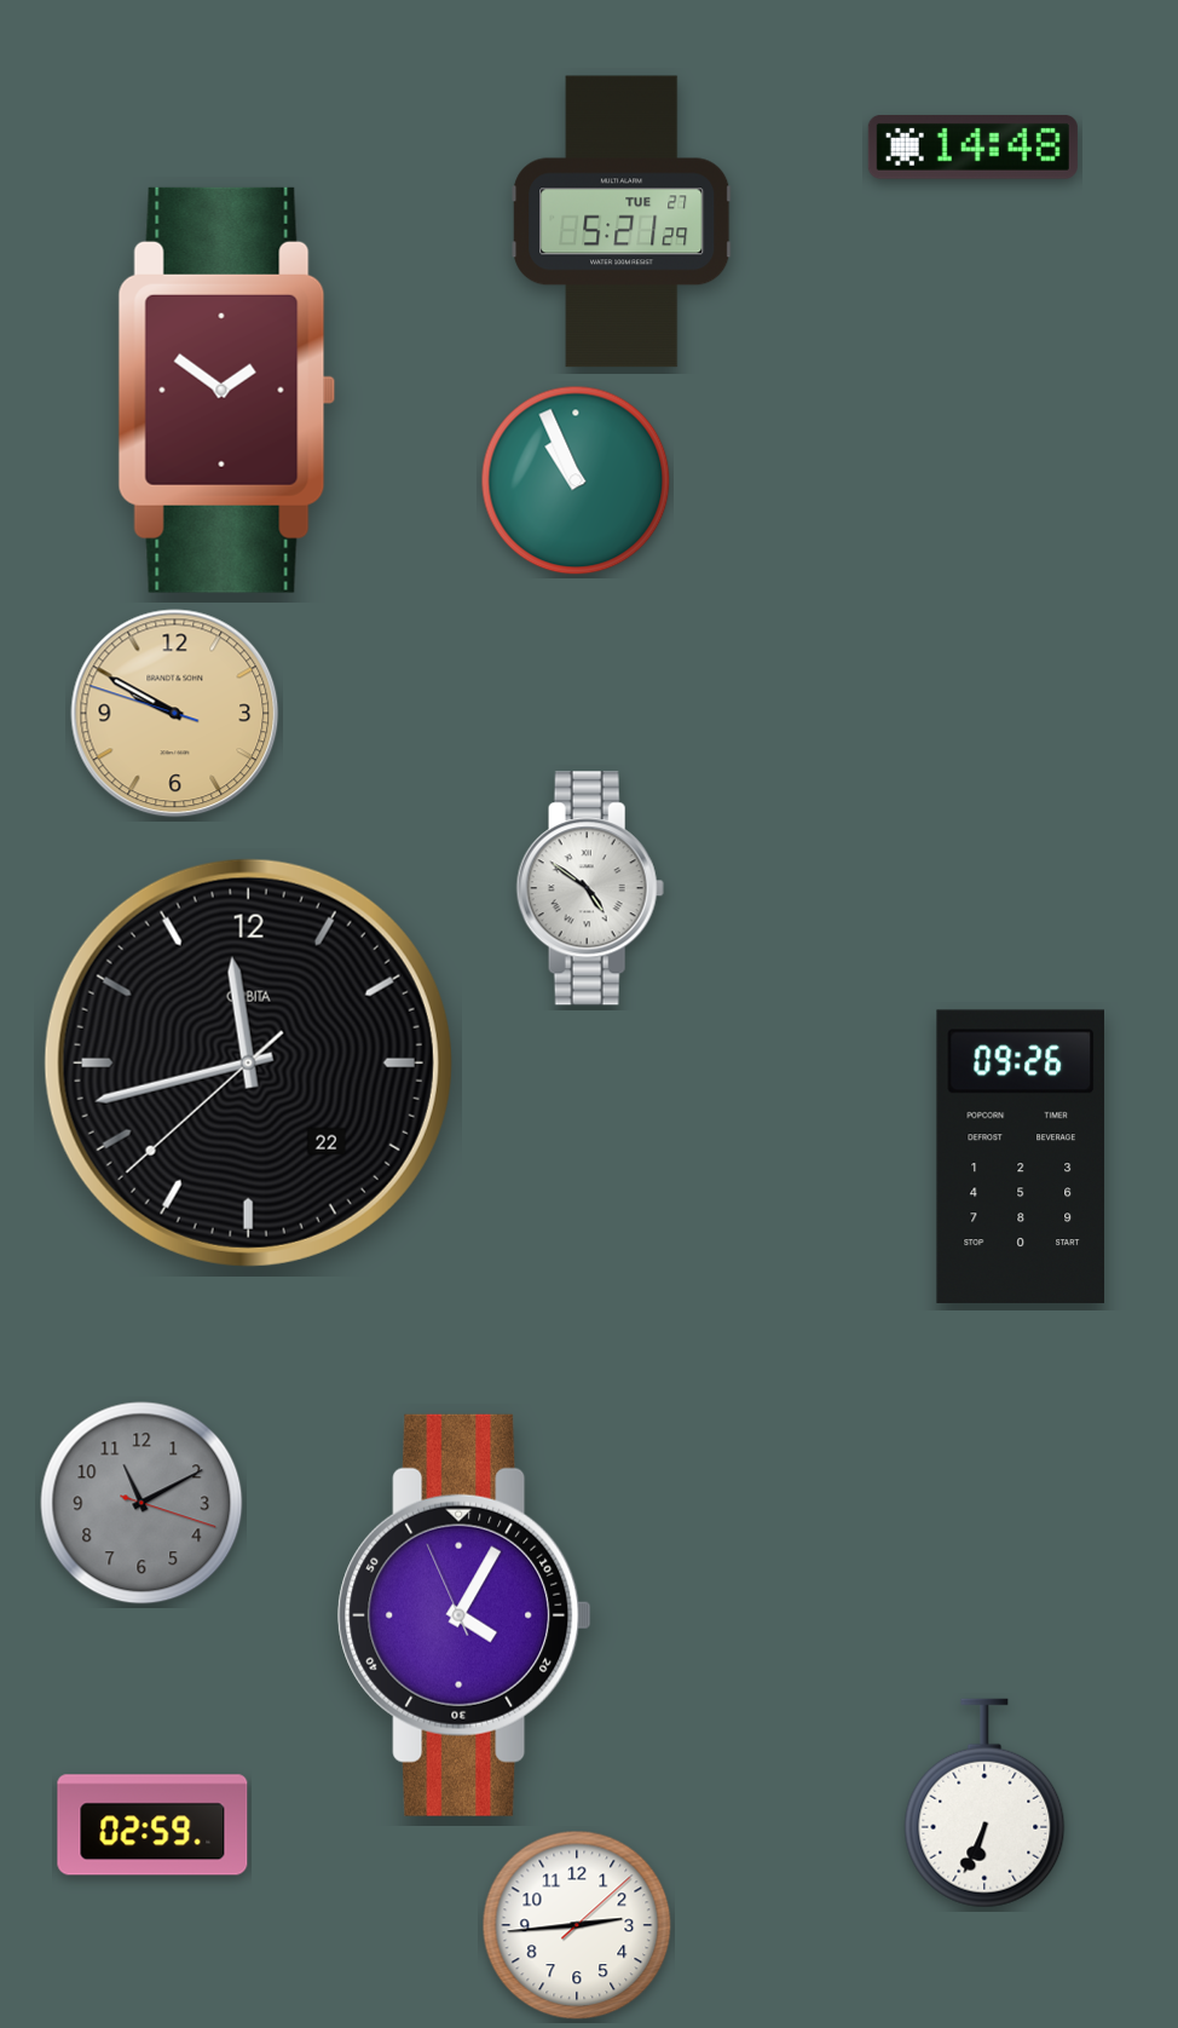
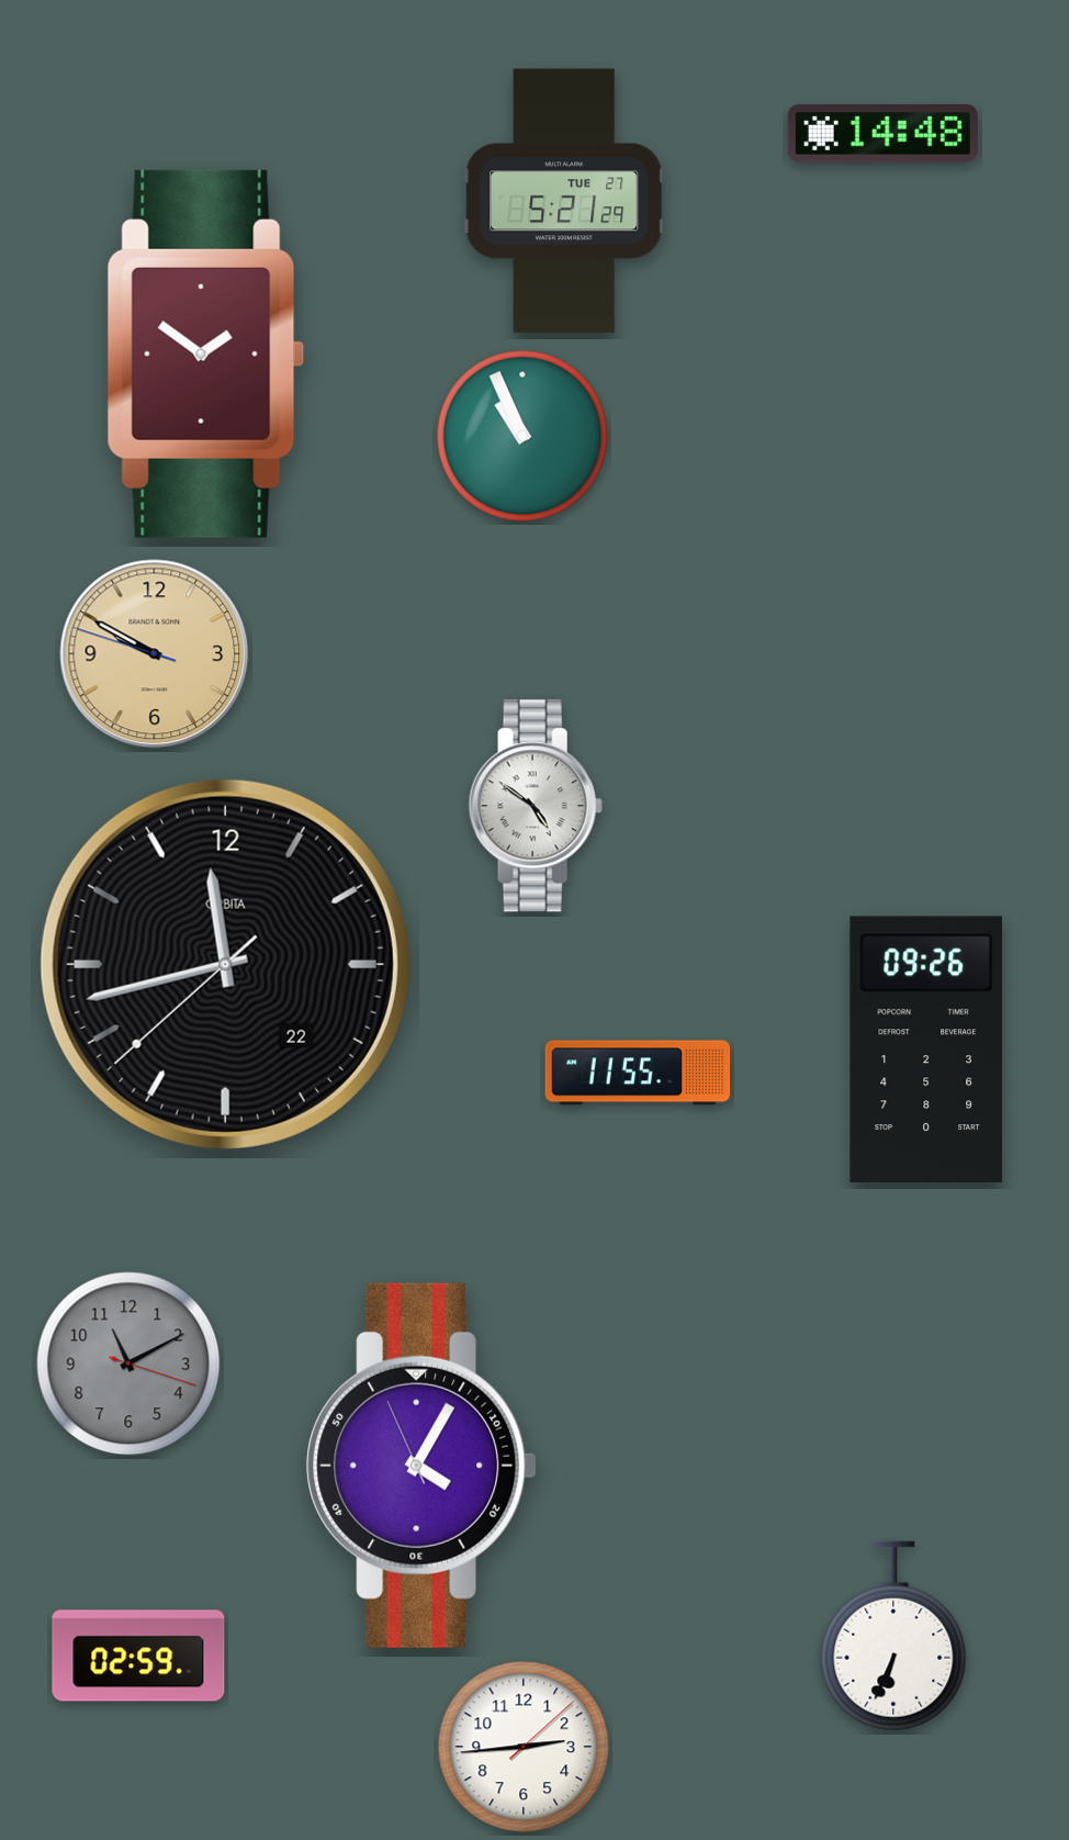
clock at (175, 714) position: (175, 714) -> (155, 654)
clock at (638, 1073): none -> 11:55
